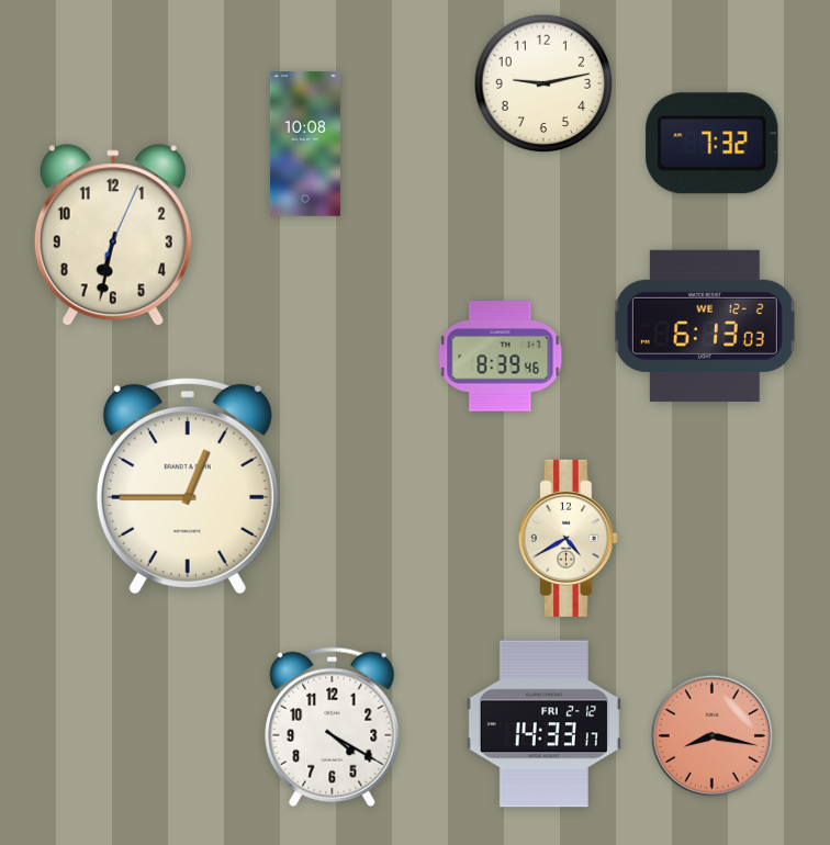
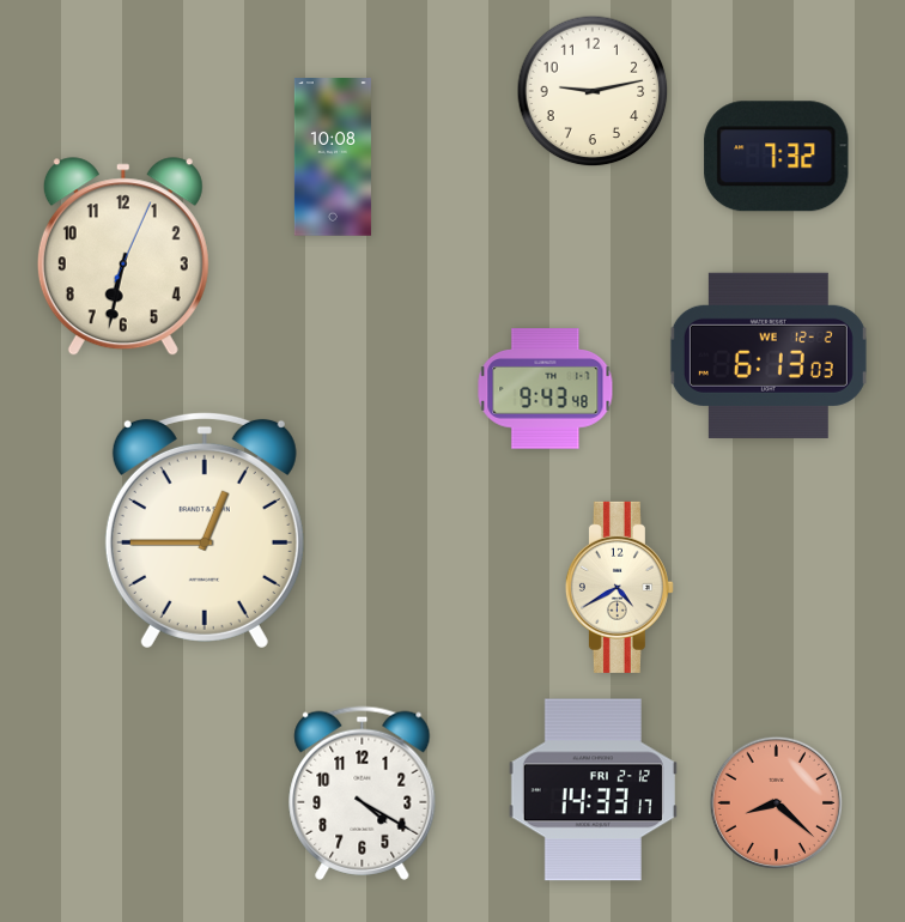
clock at (501, 357): 8:39 -> 9:43
clock at (711, 735): 8:17 -> 8:22
